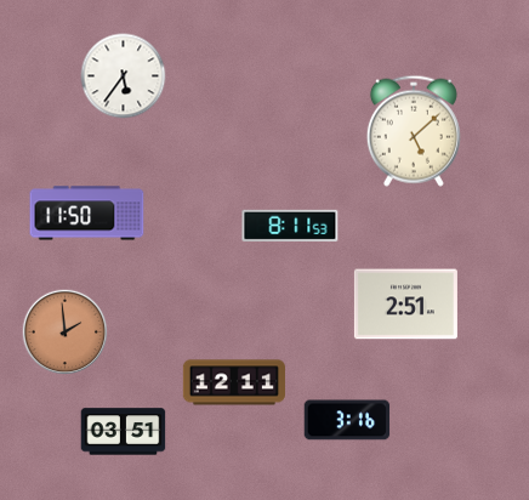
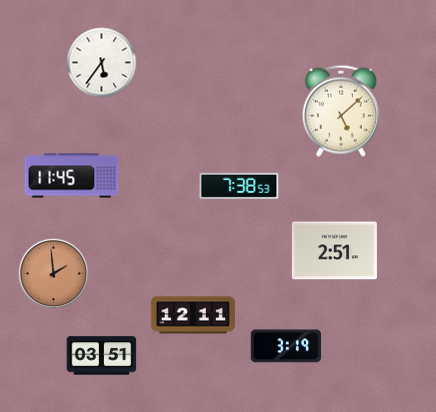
clock at (414, 131) position: (414, 131) -> (341, 111)
clock at (87, 214): 11:50 -> 11:45
clock at (290, 226): 8:11 -> 7:38
clock at (347, 420): 3:16 -> 3:19
